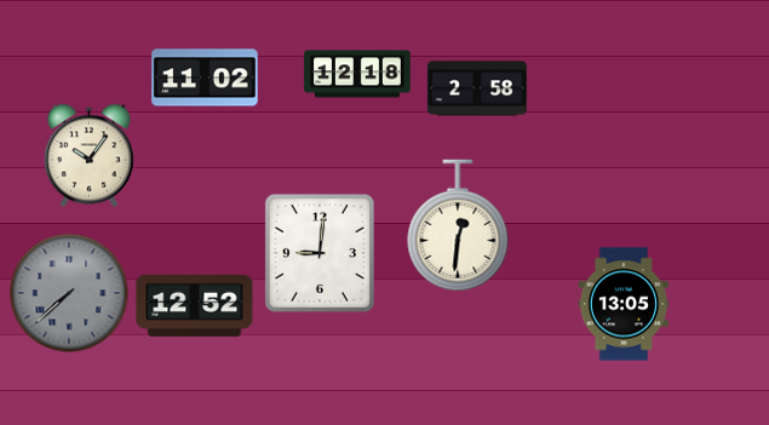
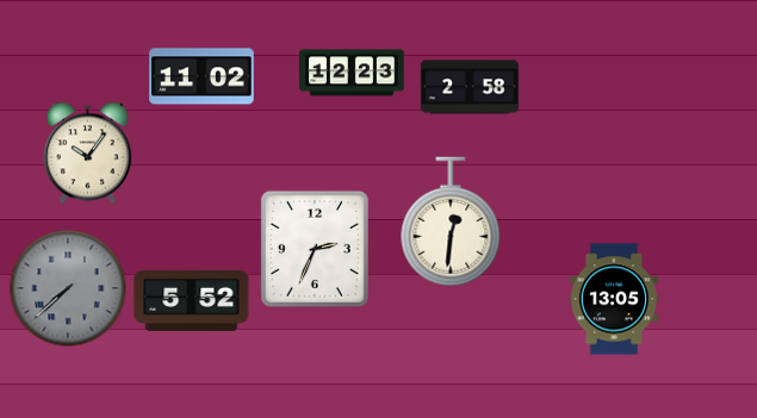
clock at (357, 74): 12:18 -> 12:23
clock at (320, 253): 9:01 -> 2:34
clock at (195, 305): 12:52 -> 5:52
